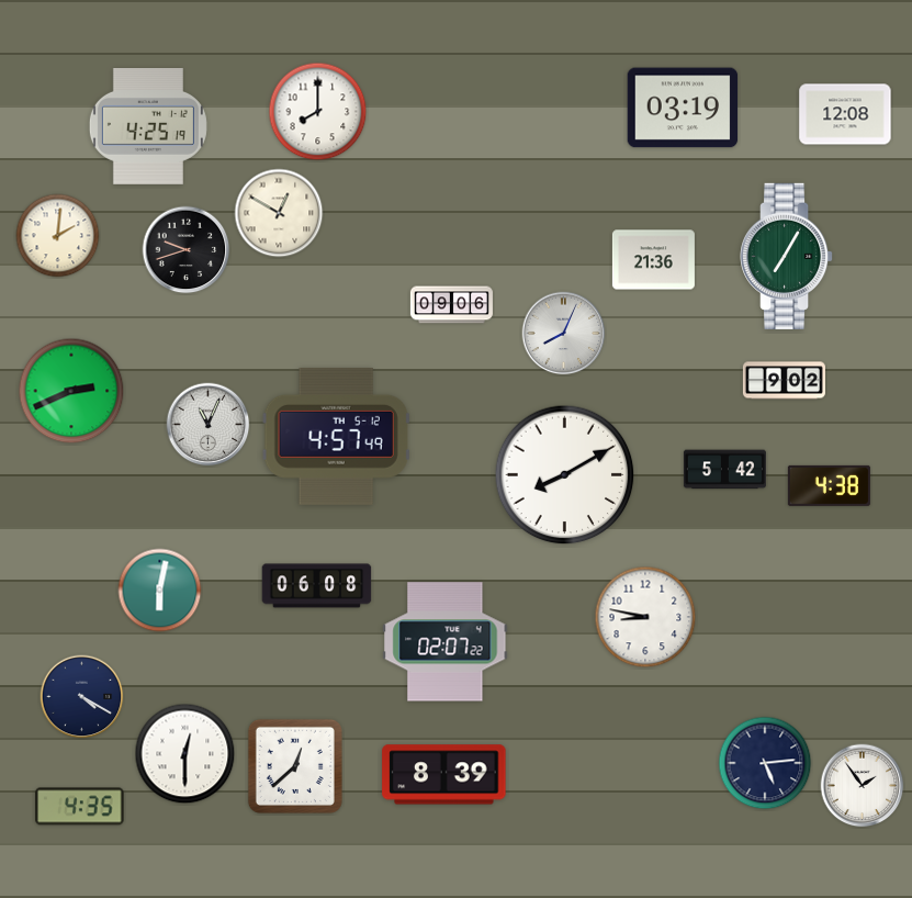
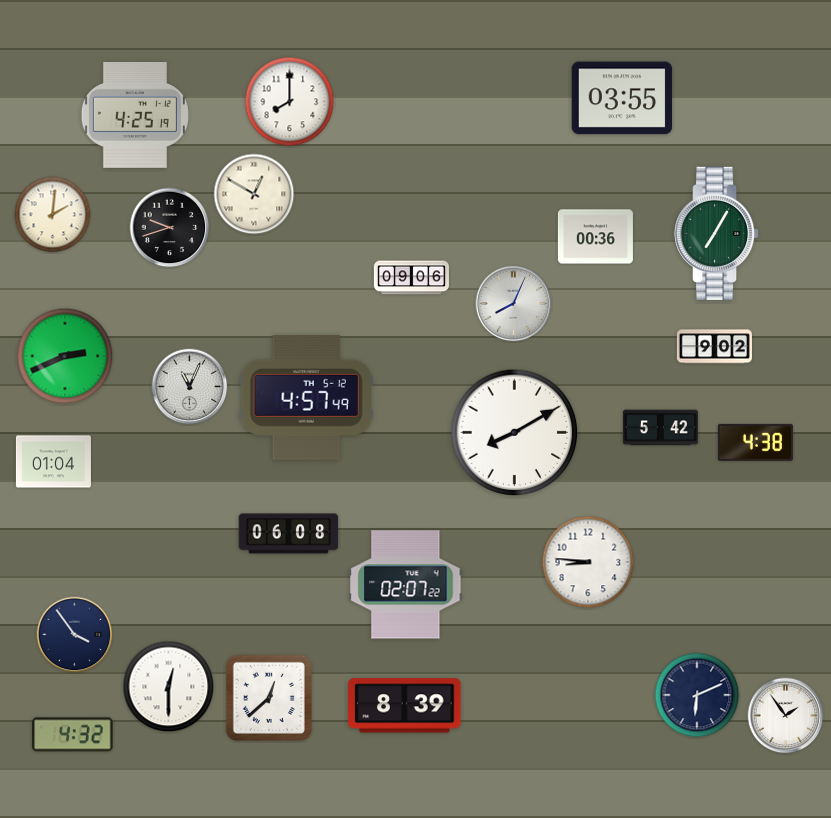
clock at (683, 108): 03:19 -> 03:55
clock at (845, 114): 12:08 -> none
clock at (653, 260): 21:36 -> 00:36
clock at (53, 462): none -> 01:04
clock at (160, 591): 6:02 -> none
clock at (645, 617): 8:47 -> 8:46
clock at (82, 697): 4:20 -> 3:54
clock at (765, 763): 5:14 -> 6:11
clock at (80, 807): 4:35 -> 4:32
